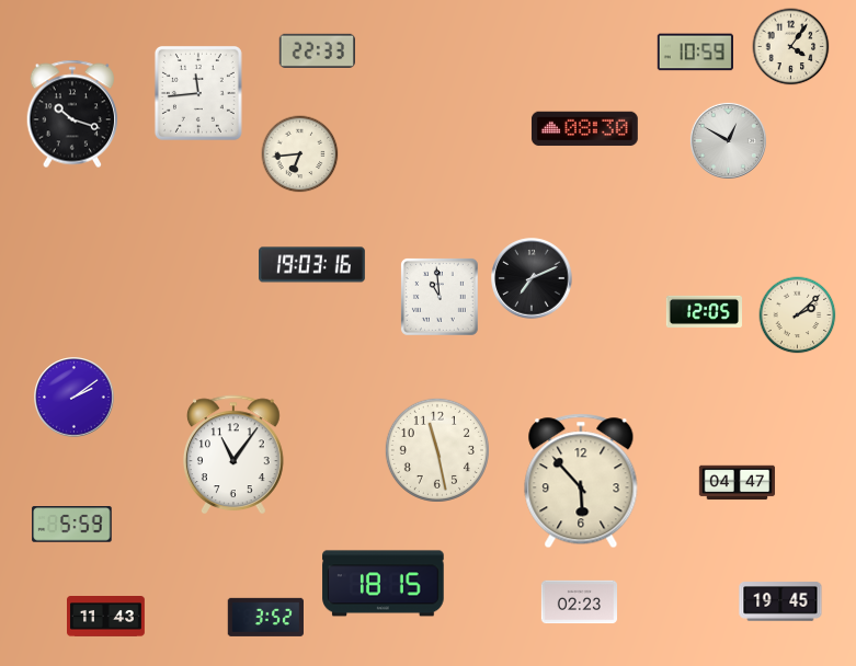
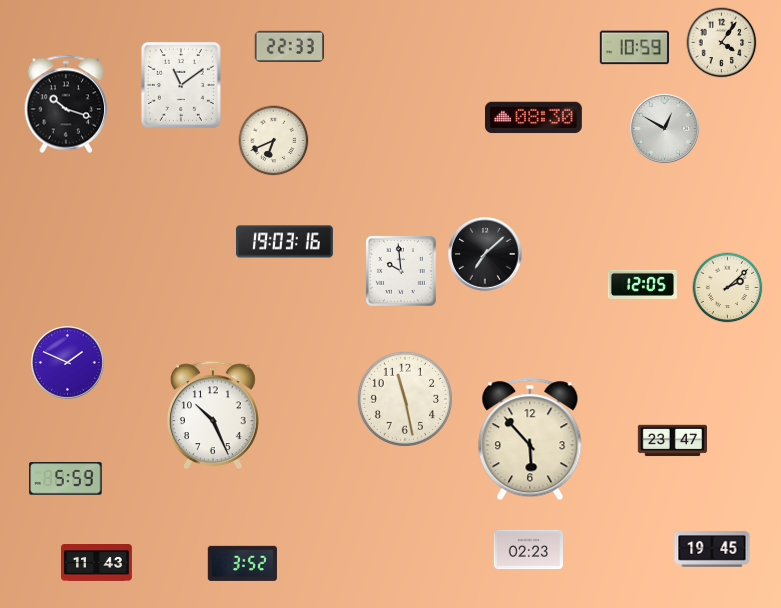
clock at (198, 93): 11:44 -> 11:09
clock at (300, 154): 6:44 -> 6:41
clock at (532, 278): 7:11 -> 7:08
clock at (440, 297): 10:59 -> 9:59
clock at (75, 398): 2:09 -> 1:49
clock at (437, 450) position: (437, 450) -> (405, 399)
clock at (233, 455): 11:06 -> 10:26
clock at (737, 483): 04:47 -> 23:47
clock at (384, 584): 18:15 -> none
